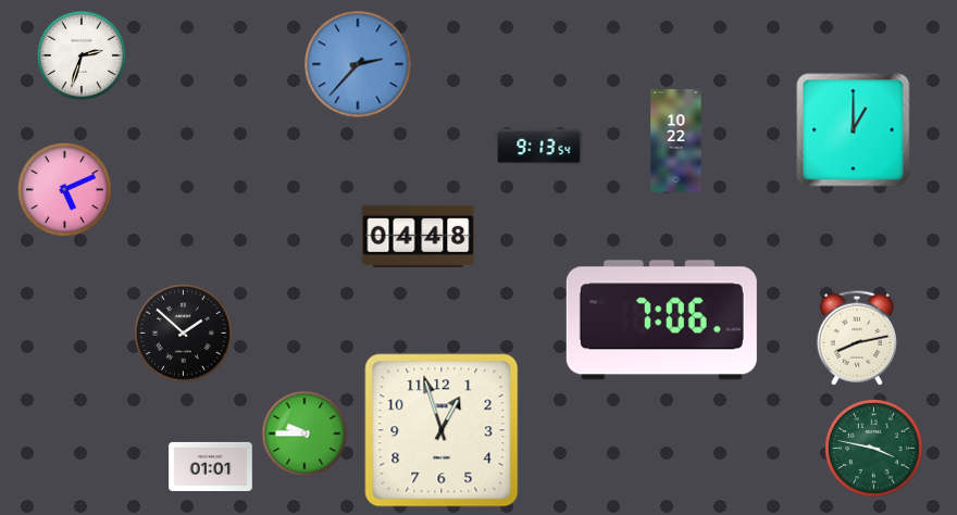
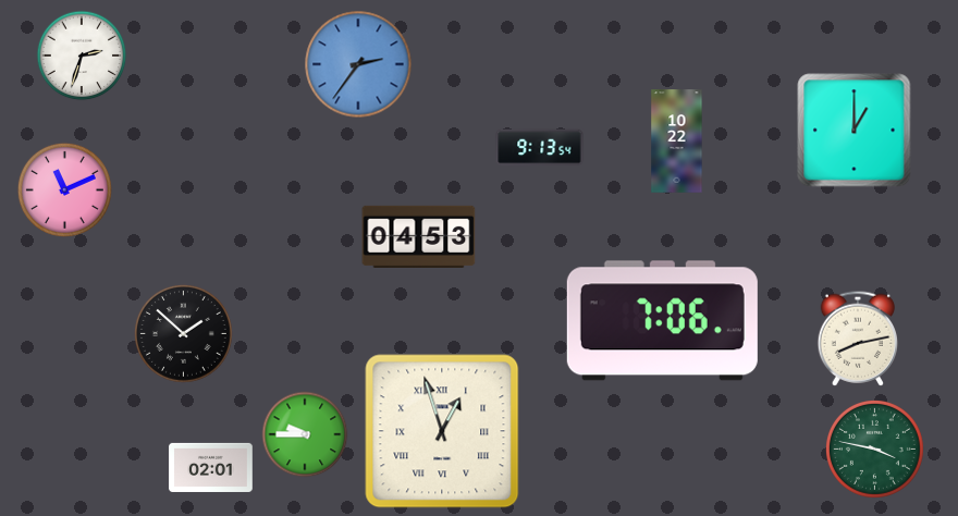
clock at (358, 64): 2:37 -> 2:36
clock at (64, 189): 5:11 -> 11:11
clock at (419, 236): 04:48 -> 04:53
clock at (442, 430) numerals: Arabic -> Roman
clock at (211, 466): 01:01 -> 02:01
